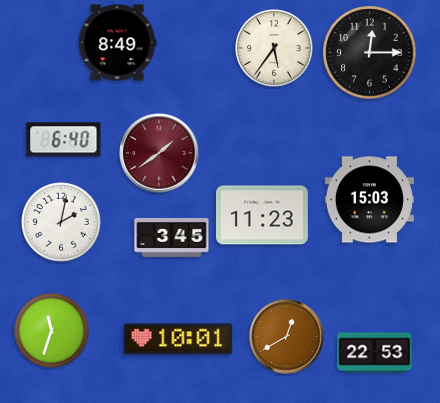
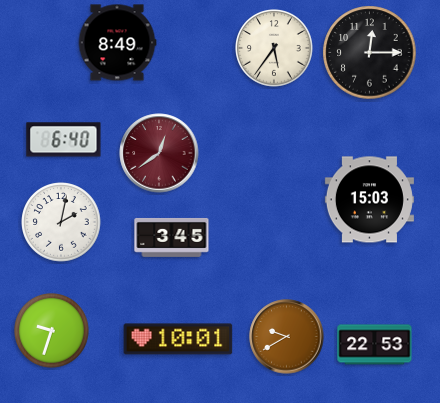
clock at (159, 153): 1:39 -> 12:39
clock at (262, 215): 11:23 -> none
clock at (52, 331): 11:33 -> 9:33
clock at (287, 337): 12:40 -> 9:40
clock at (375, 353) position: (375, 353) -> (375, 345)
